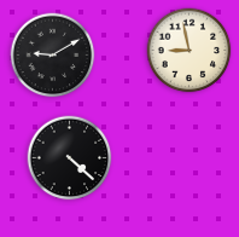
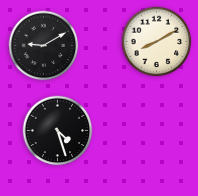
clock at (190, 51): 8:58 -> 8:10
clock at (70, 158): 4:22 -> 4:27
